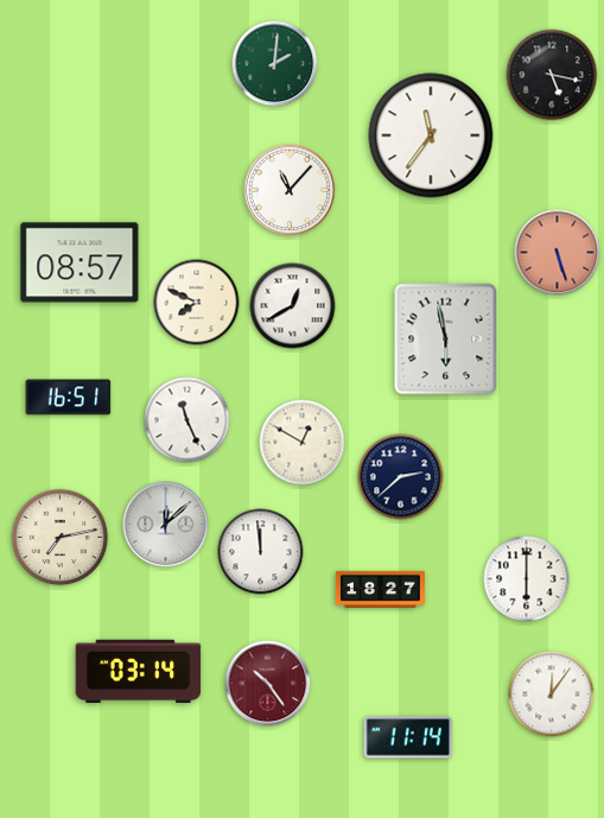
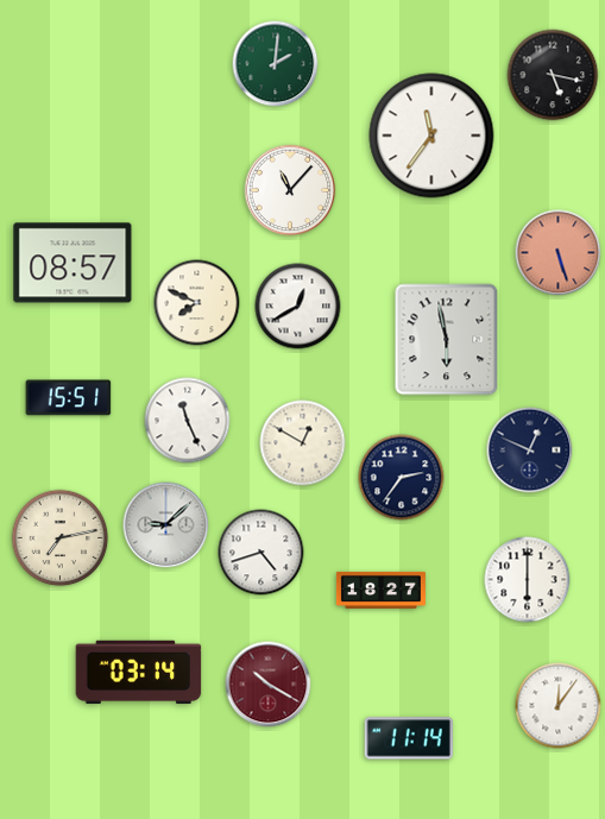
clock at (80, 262) position: (80, 262) -> (73, 263)
clock at (293, 306) position: (293, 306) -> (298, 307)
clock at (69, 398): 16:51 -> 15:51
clock at (530, 451): none -> 12:49
clock at (401, 477): 2:38 -> 2:36
clock at (166, 525): 12:08 -> 9:08
clock at (261, 552): 11:59 -> 4:42
clock at (268, 684): 10:24 -> 10:20
clock at (552, 695) position: (552, 695) -> (559, 706)
